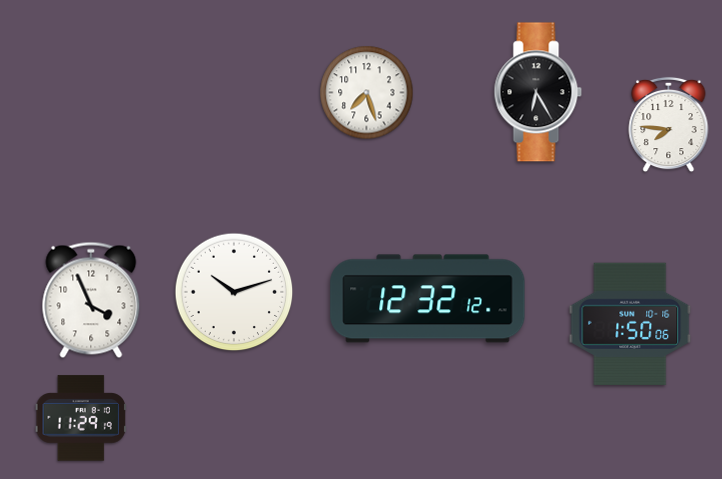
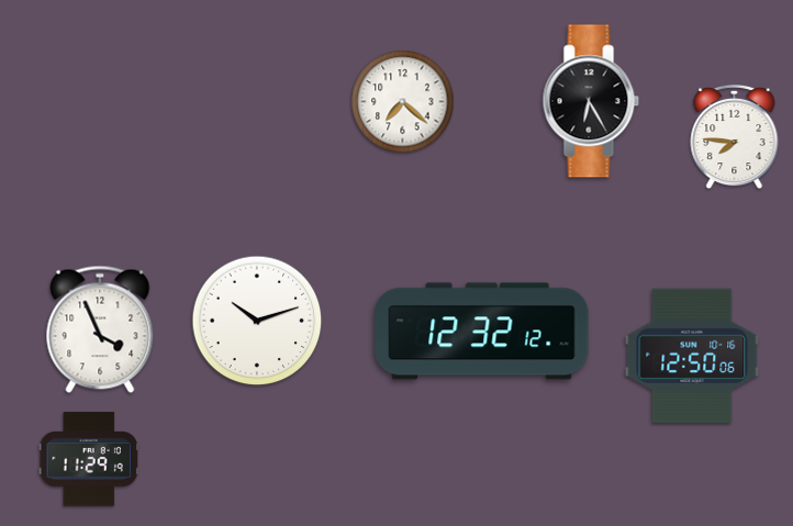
clock at (367, 93): 7:27 -> 7:22
clock at (428, 299) position: (428, 299) -> (482, 332)
clock at (630, 323): 1:50 -> 12:50
